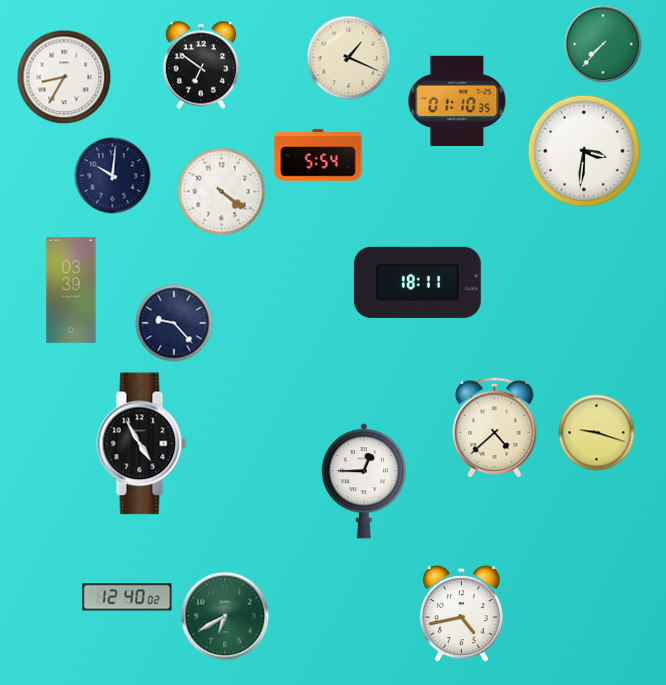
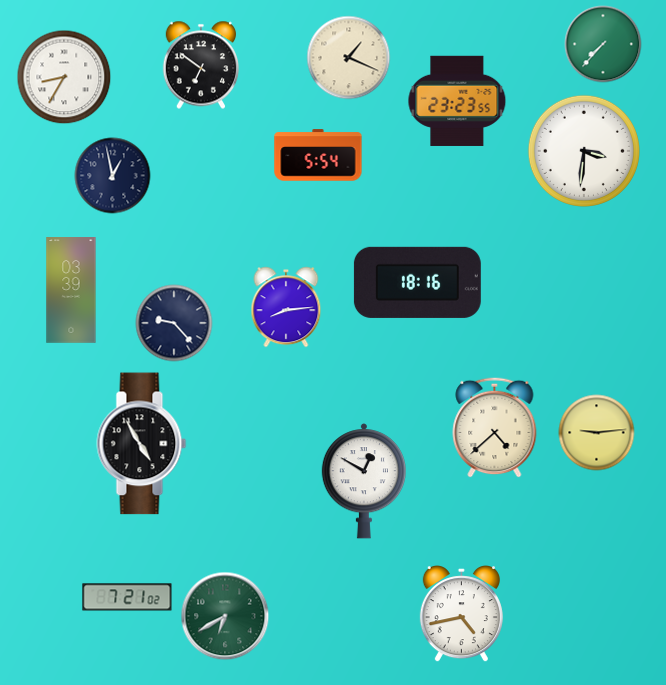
clock at (457, 101): 01:10 -> 23:23
clock at (113, 176): 10:01 -> 12:58
clock at (222, 192): 4:21 -> none
clock at (417, 282): 18:11 -> 18:16
clock at (286, 307): none -> 8:14
clock at (597, 433): 9:18 -> 9:14
clock at (363, 481): 12:45 -> 12:50
clock at (127, 597): 12:40 -> 7:21
